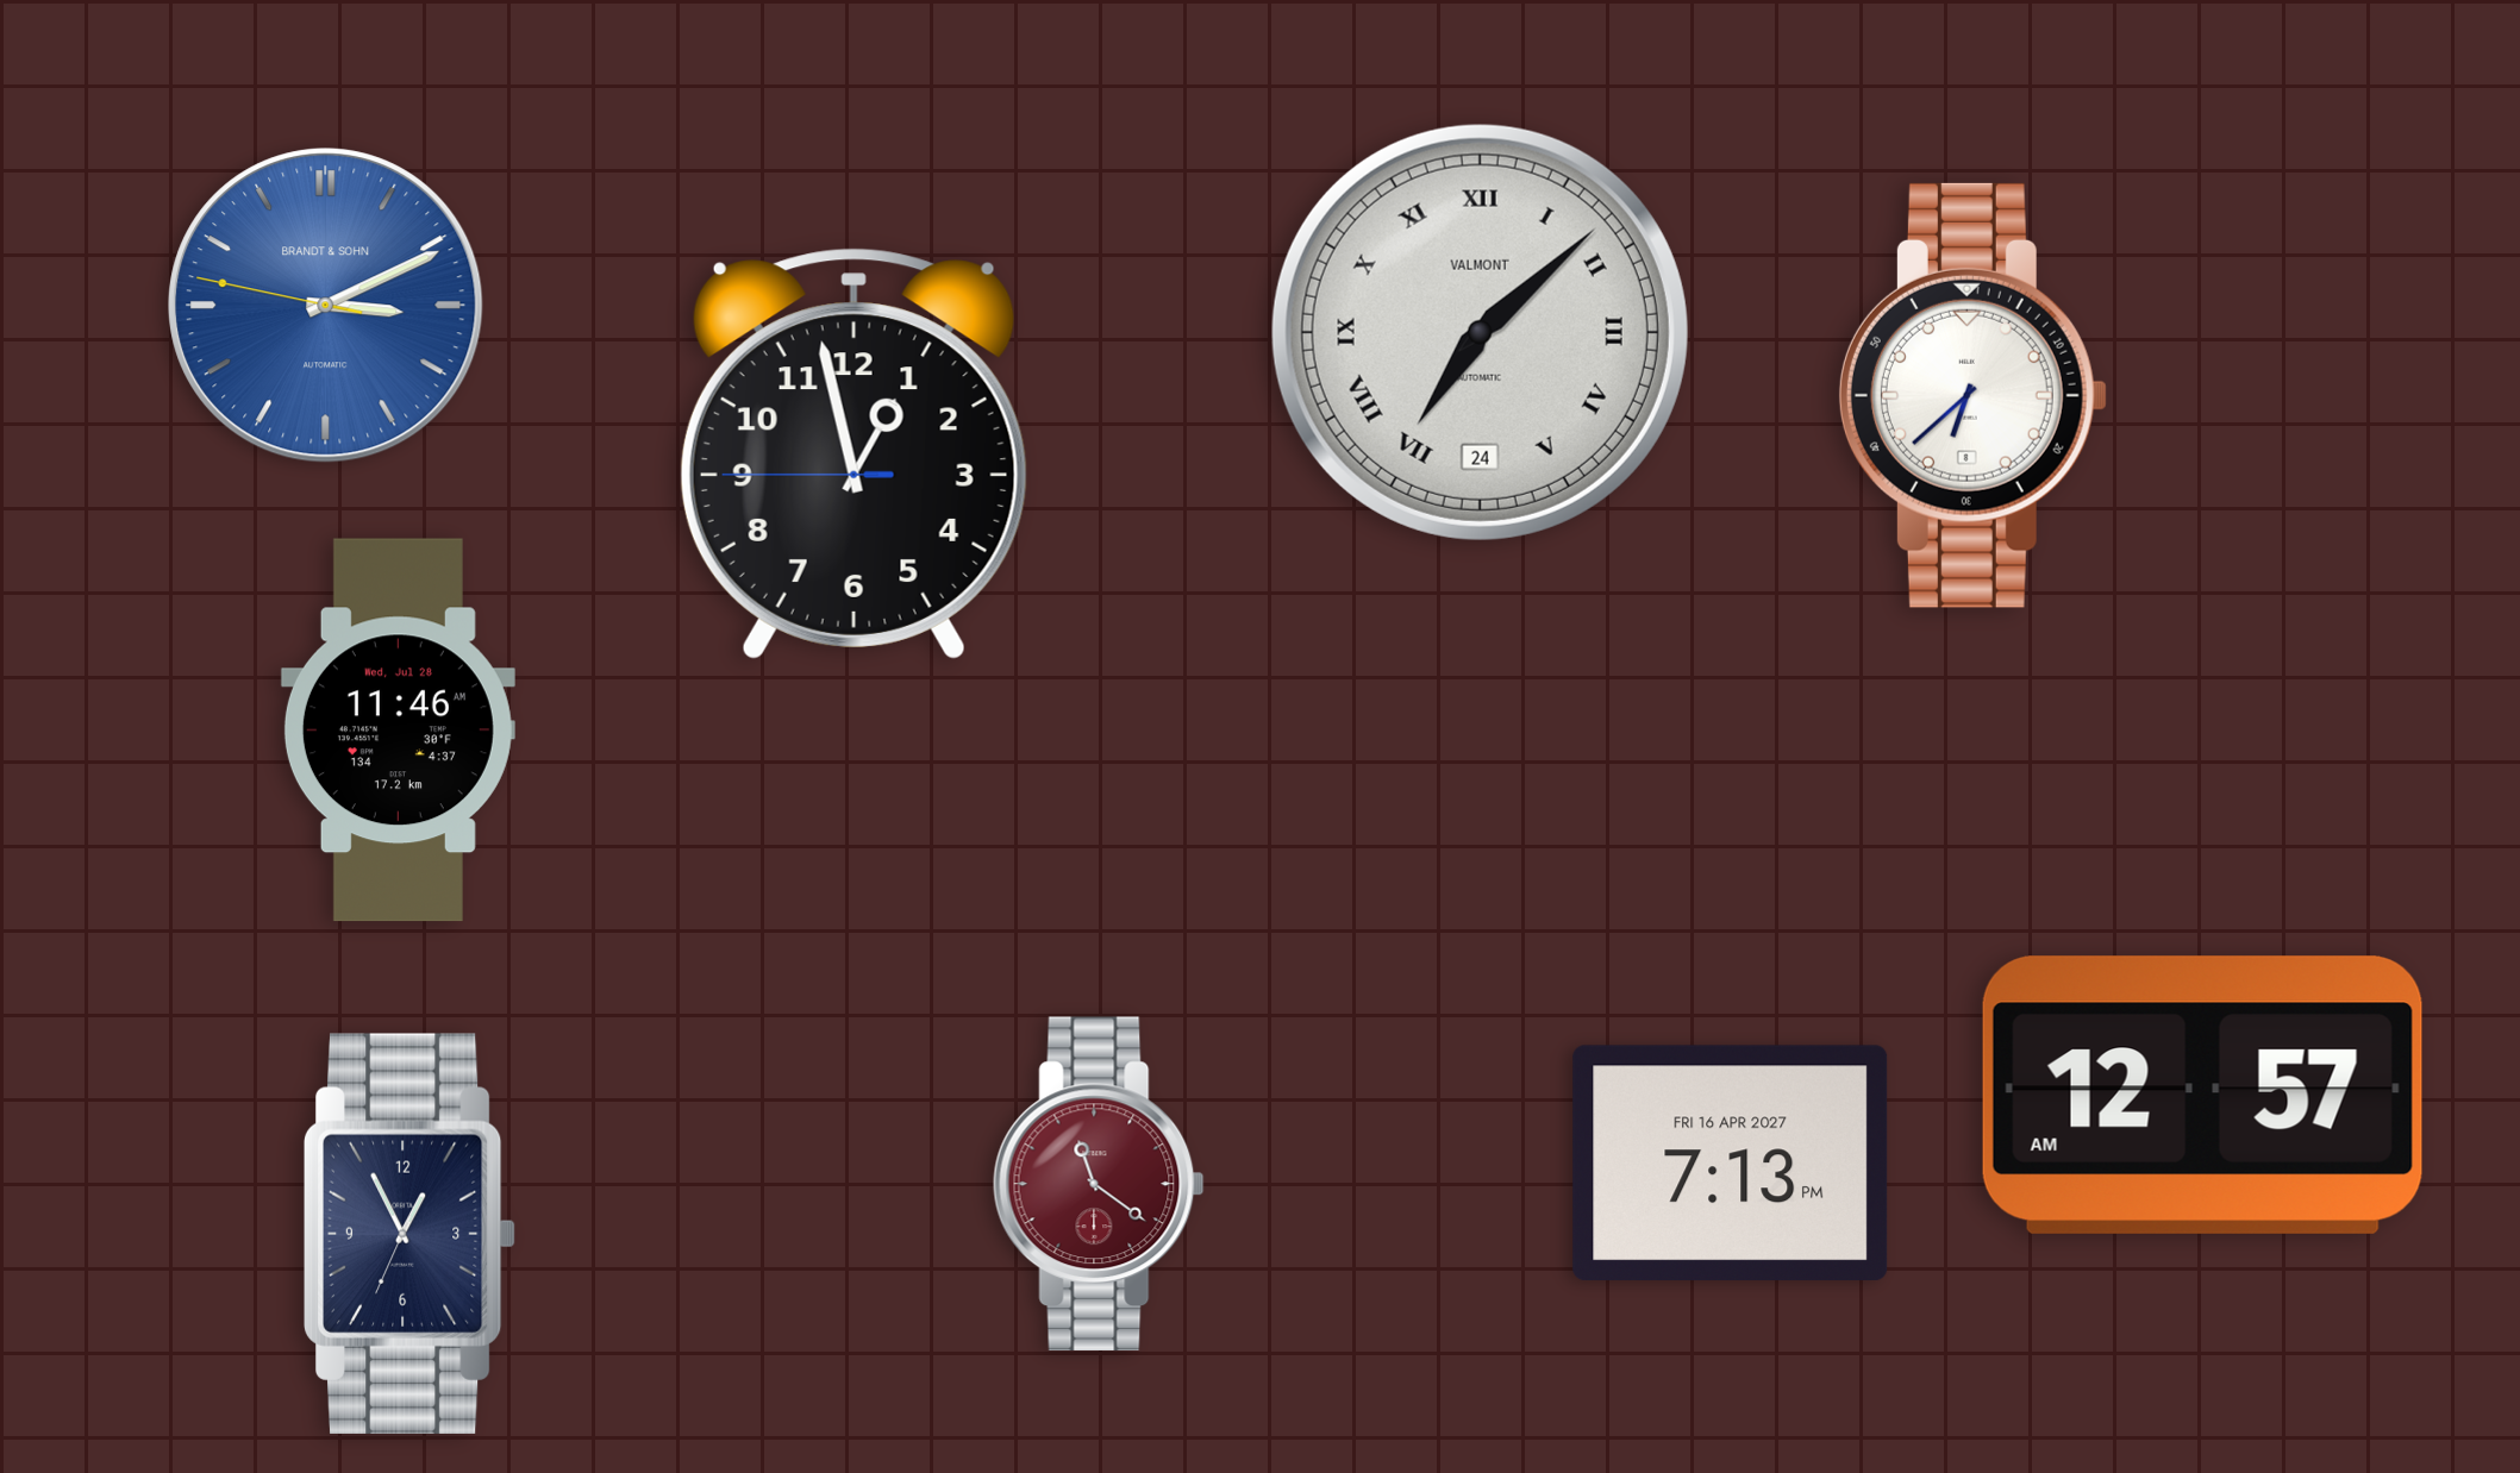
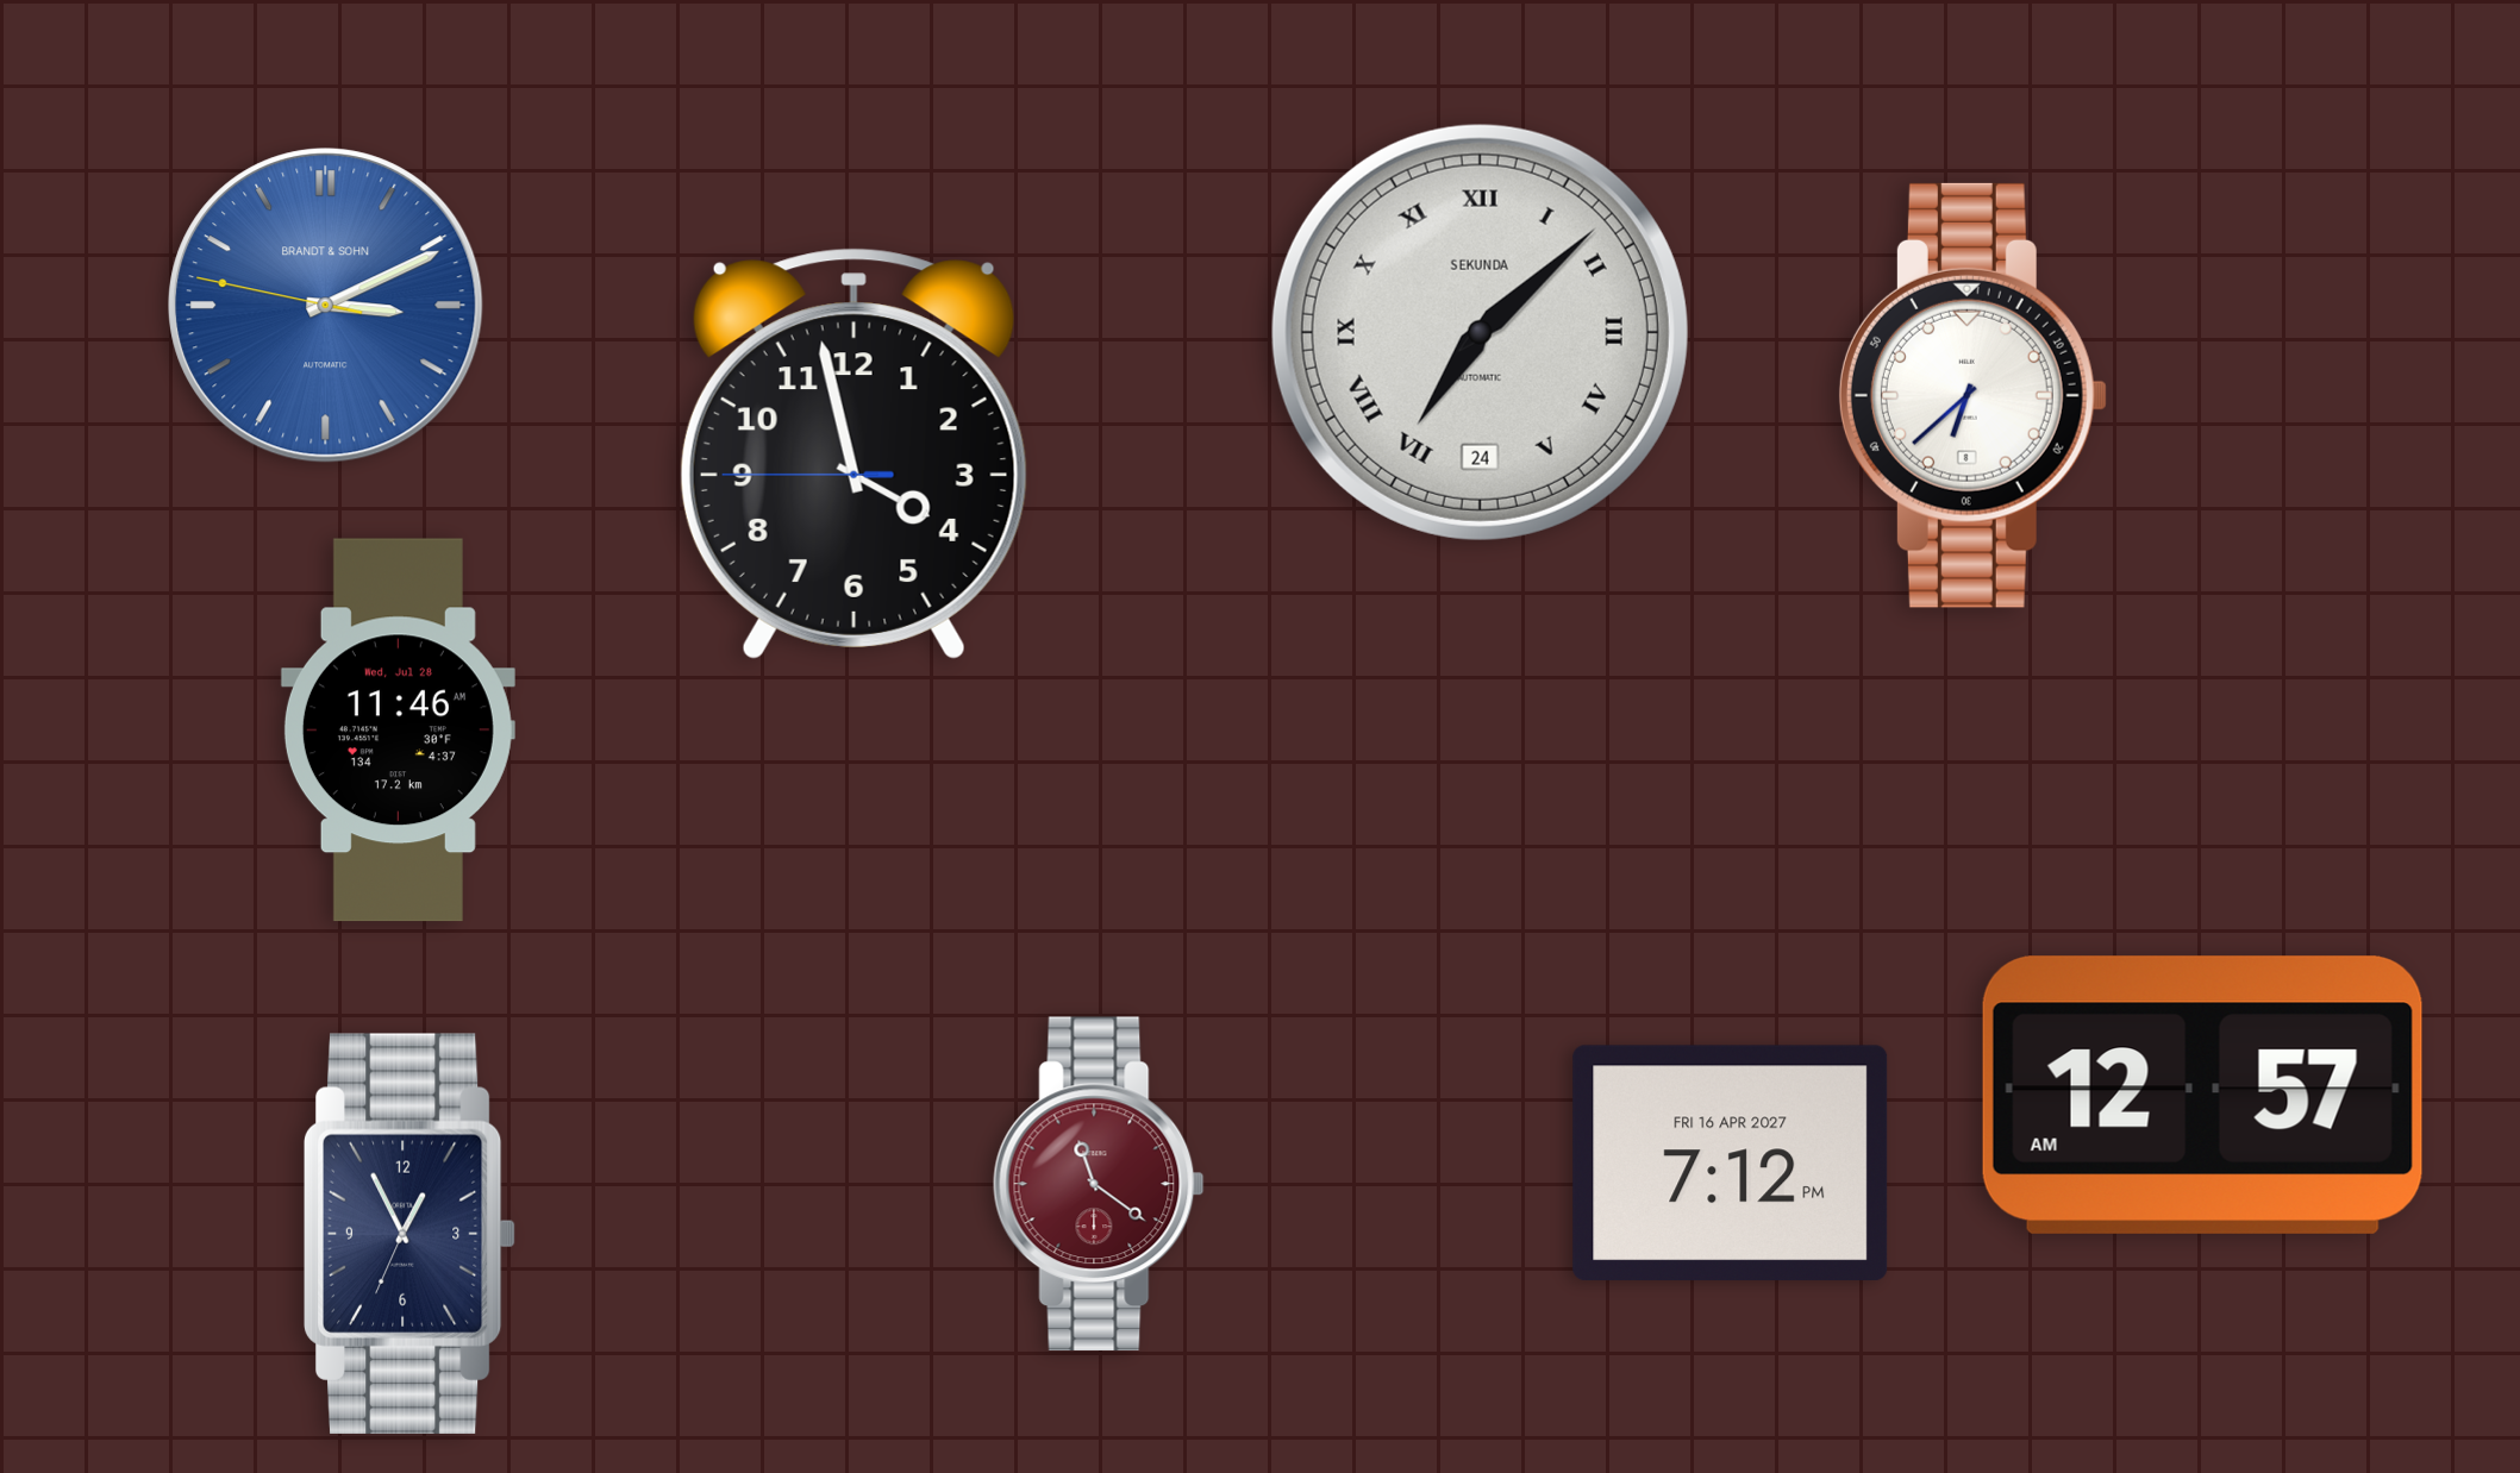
clock at (1480, 332) brand: VALMONT -> SEKUNDA
clock at (853, 453): 12:57 -> 3:57
clock at (1731, 1162): 7:13 -> 7:12
